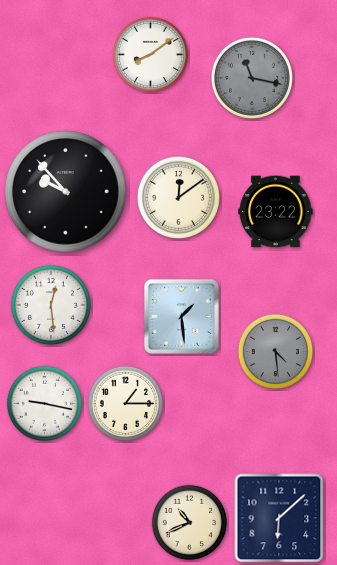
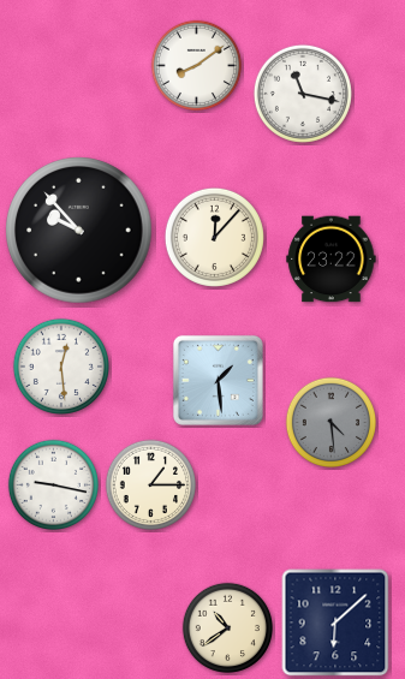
clock at (150, 54) position: (150, 54) -> (196, 65)
clock at (252, 78) dial: grey -> white
clock at (178, 197): 12:09 -> 12:07
clock at (276, 212) position: (276, 212) -> (332, 260)
clock at (189, 522): 10:41 -> 10:39
